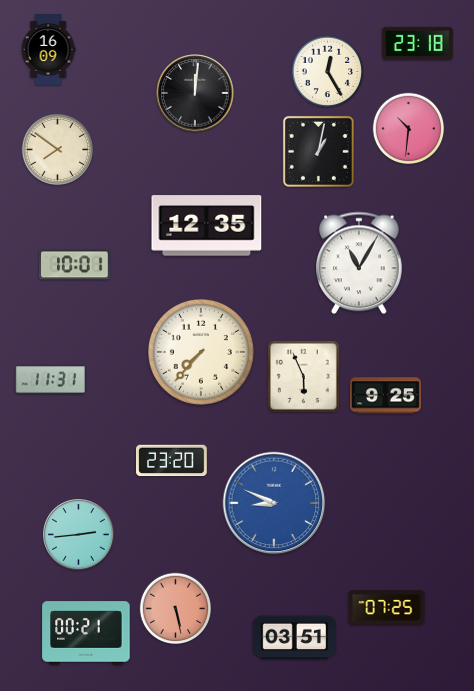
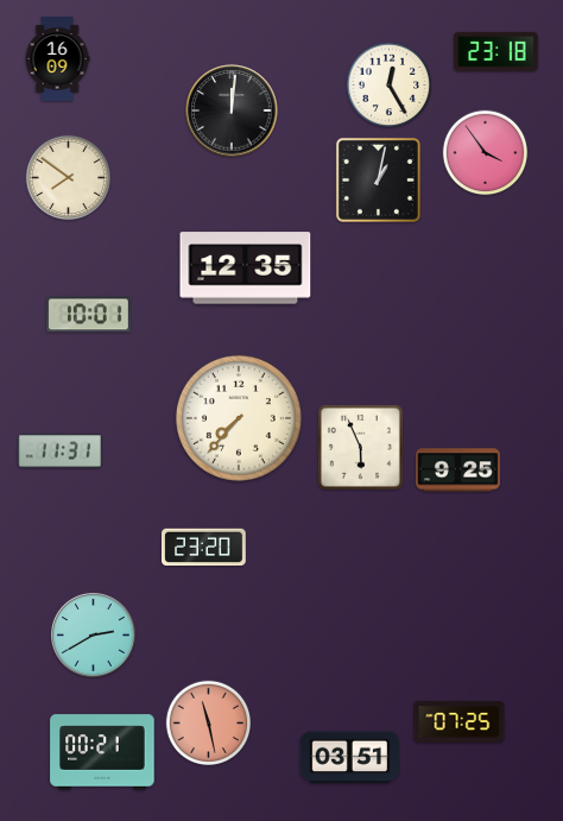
clock at (409, 129): 10:31 -> 3:54
clock at (360, 263): 11:05 -> none
clock at (274, 503): 8:49 -> none
clock at (79, 535): 2:44 -> 2:40
clock at (176, 609): 5:28 -> 11:28
